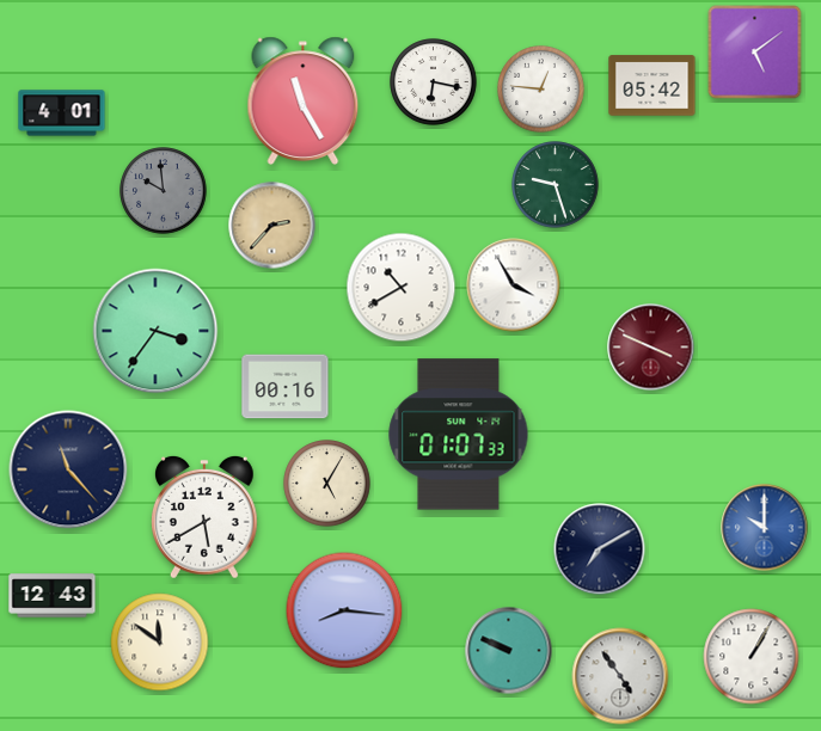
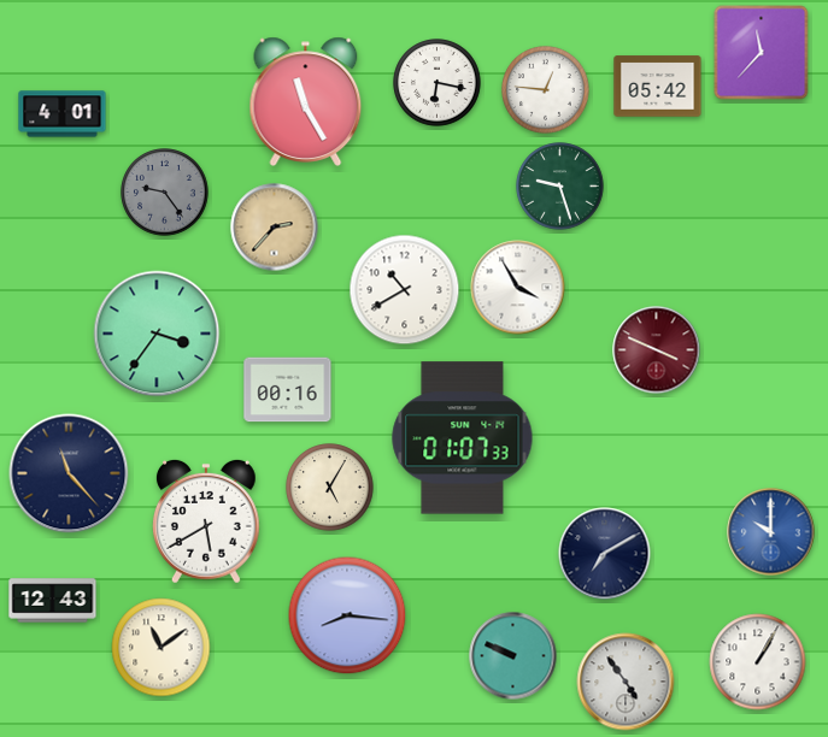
clock at (755, 53): 5:09 -> 11:37
clock at (164, 191): 9:59 -> 9:24
clock at (160, 643): 11:51 -> 11:09
